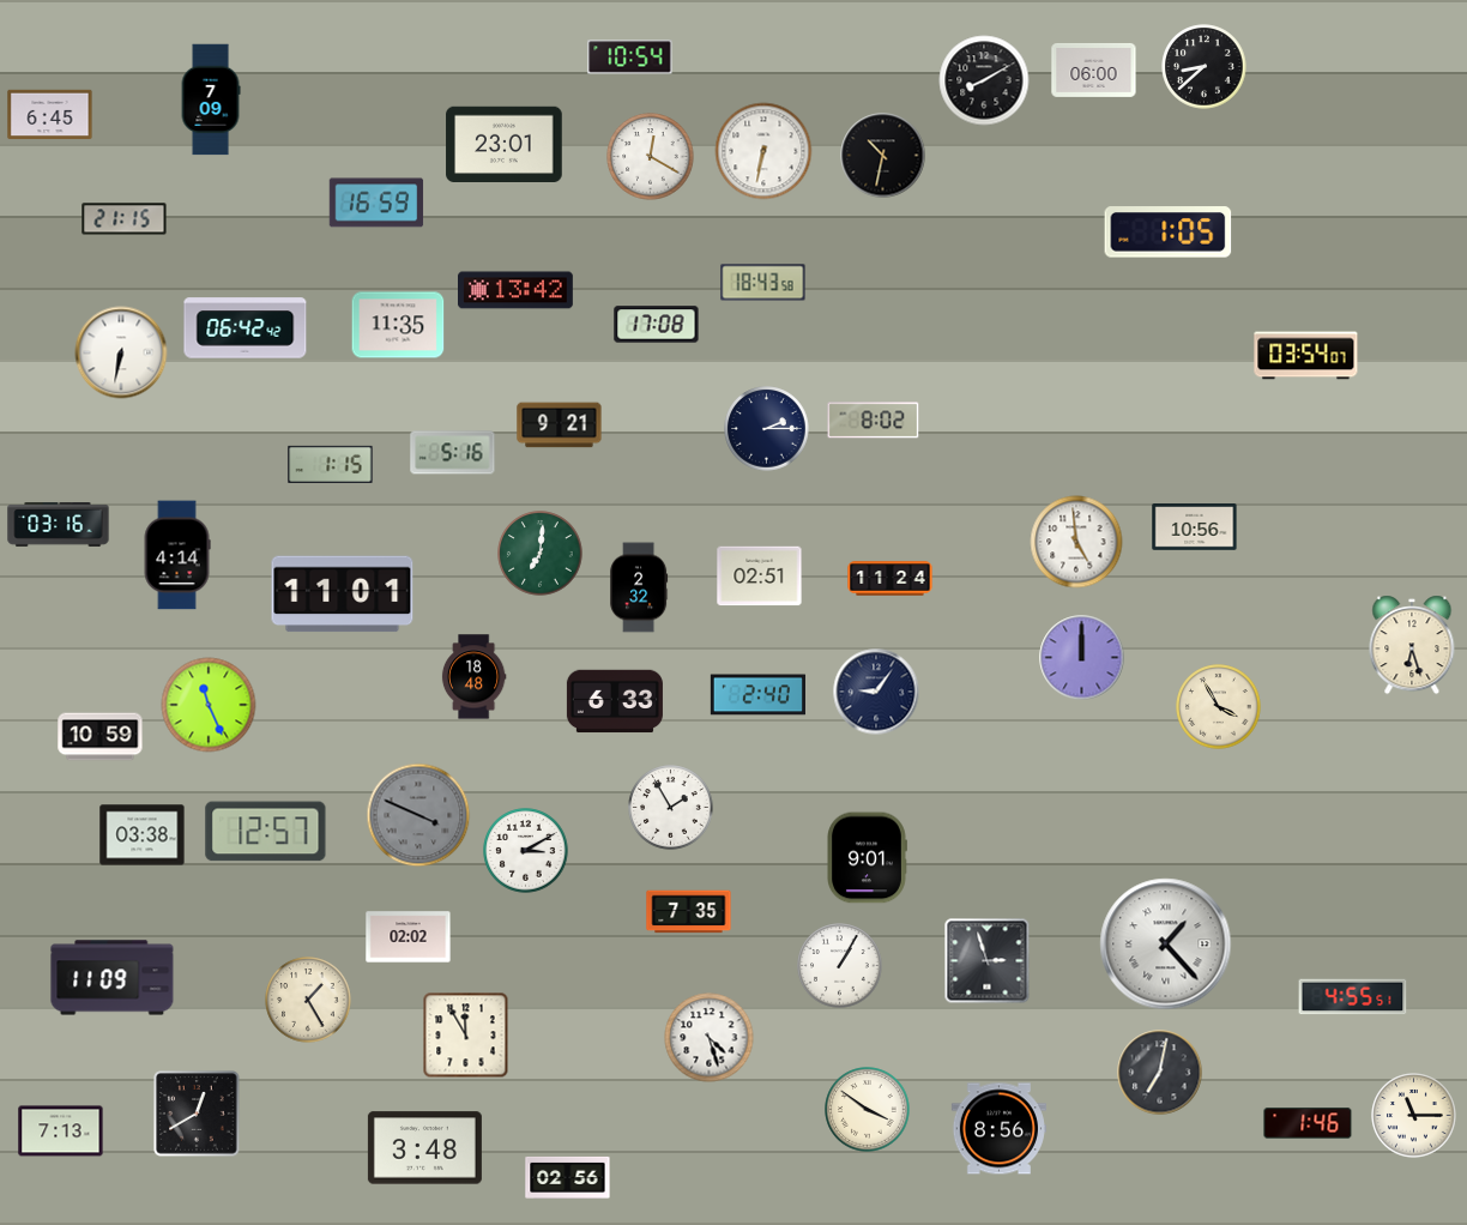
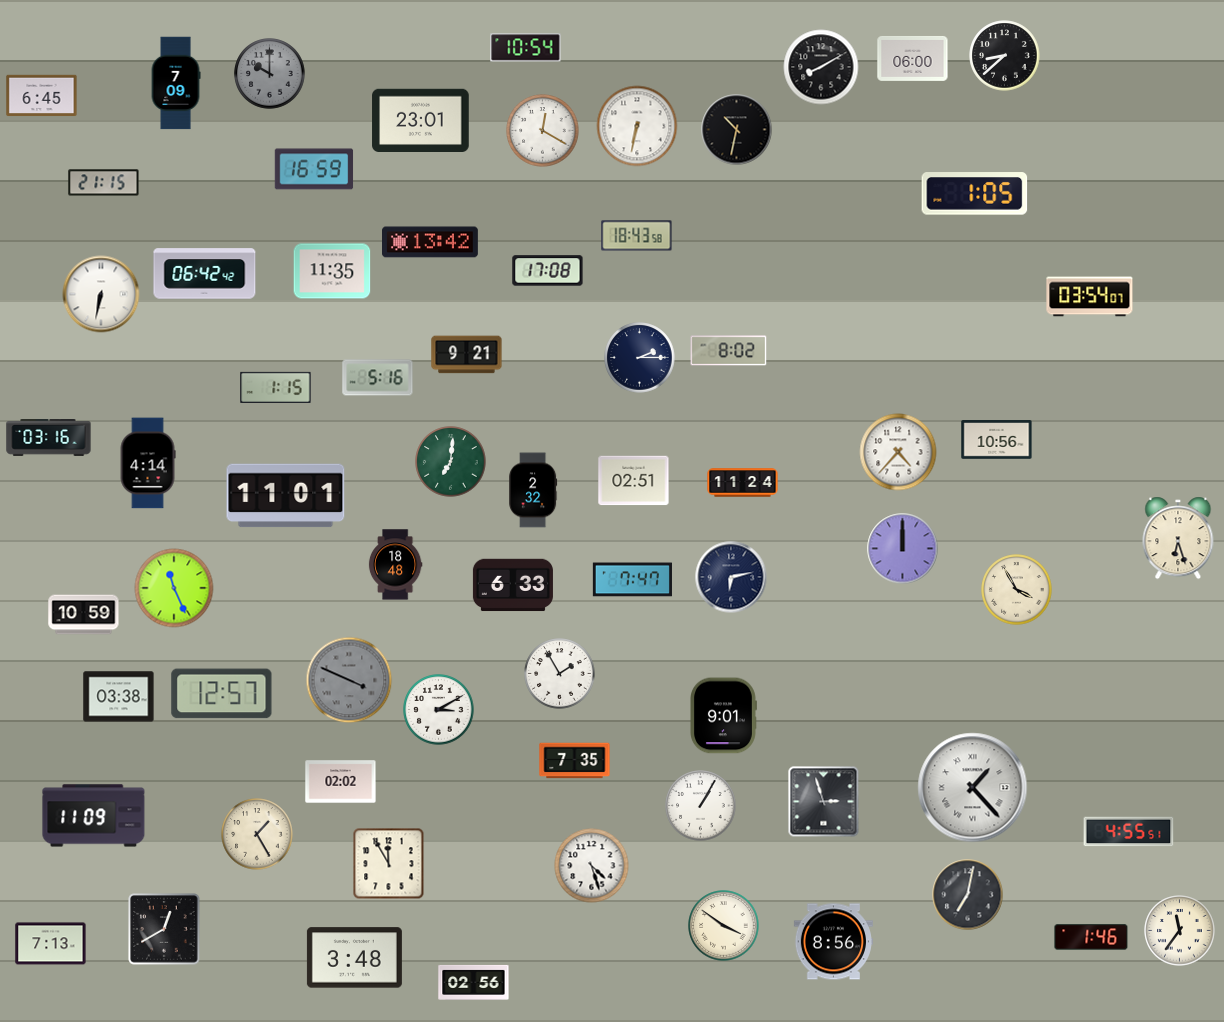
clock at (270, 74): none -> 10:00
clock at (1076, 542): 4:59 -> 4:37
clock at (876, 692): 9:06 -> 6:13
clock at (757, 695): 2:40 -> 7:47
clock at (1414, 1116): 11:15 -> 11:36
